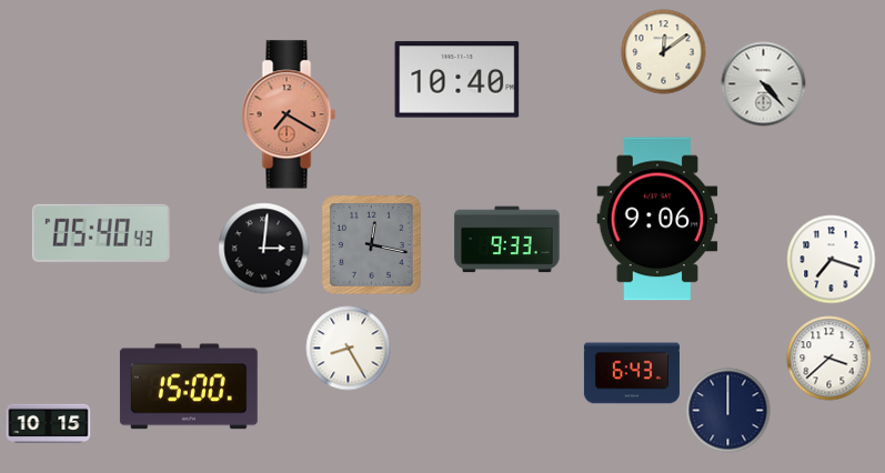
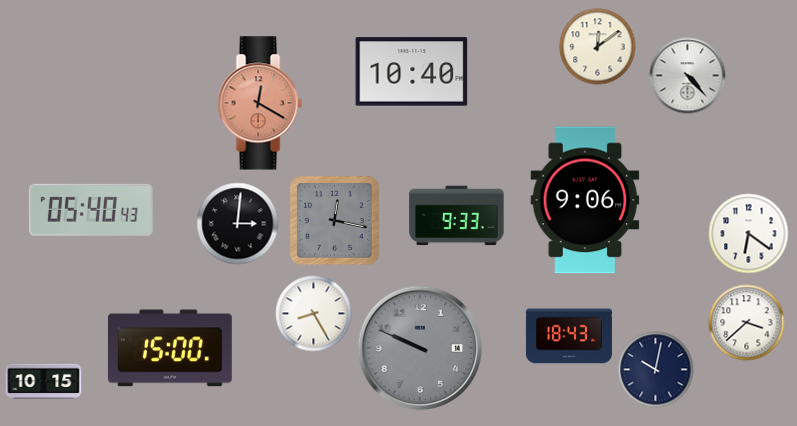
clock at (289, 114): 7:20 -> 12:20
clock at (657, 219) position: (657, 219) -> (585, 200)
clock at (832, 260): 7:18 -> 6:21
clock at (632, 373): 6:43 -> 18:43
clock at (420, 348): none -> 9:49
clock at (728, 411): 12:00 -> 10:02
